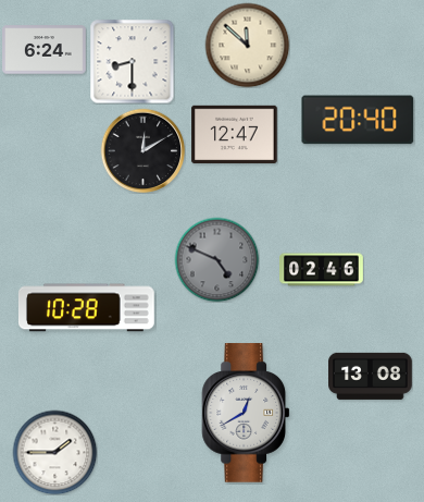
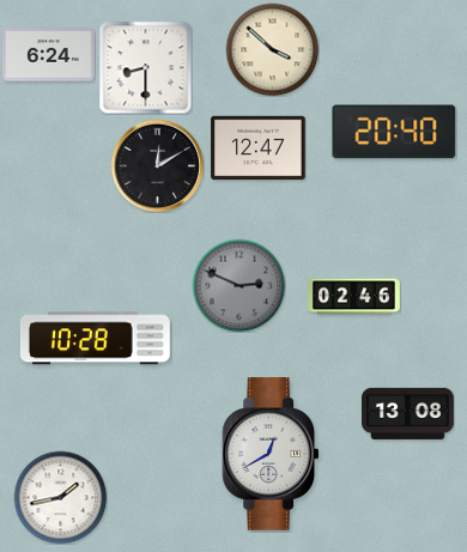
clock at (247, 45): 11:52 -> 3:52
clock at (216, 259): 4:49 -> 2:49
clock at (54, 452): 1:45 -> 1:43
